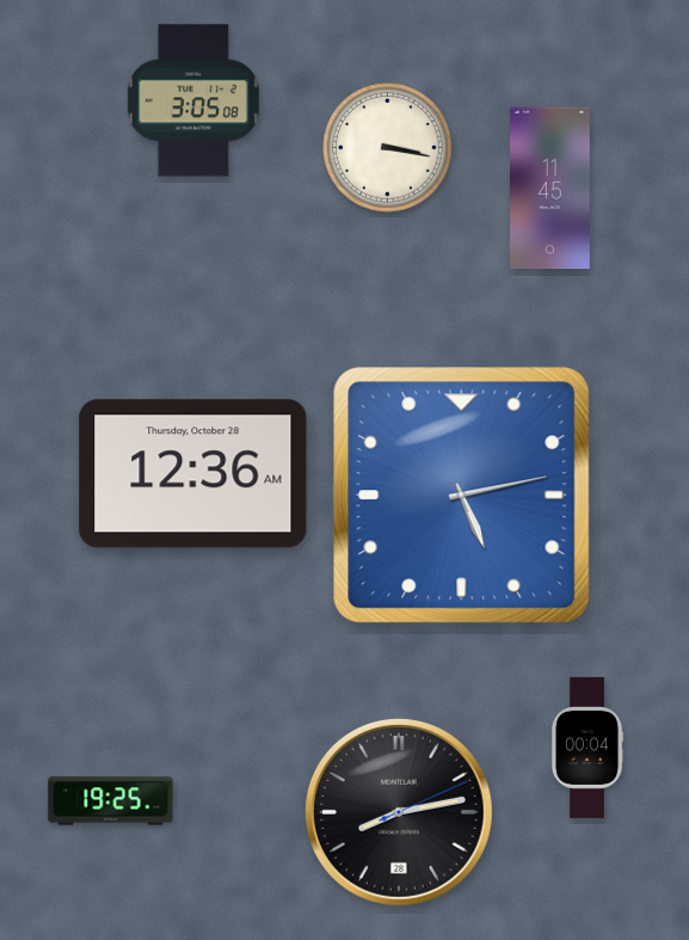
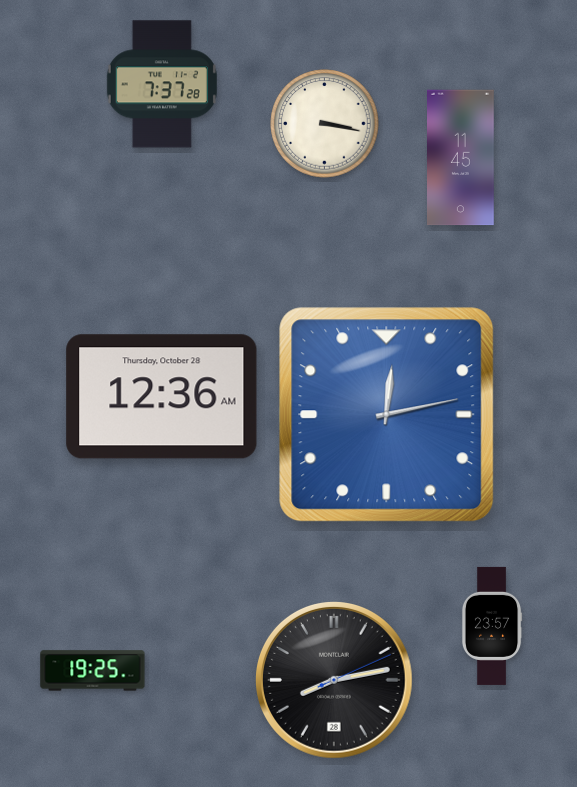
clock at (193, 100): 3:05 -> 7:37
clock at (462, 496): 5:13 -> 12:13
clock at (588, 748): 00:04 -> 23:57
